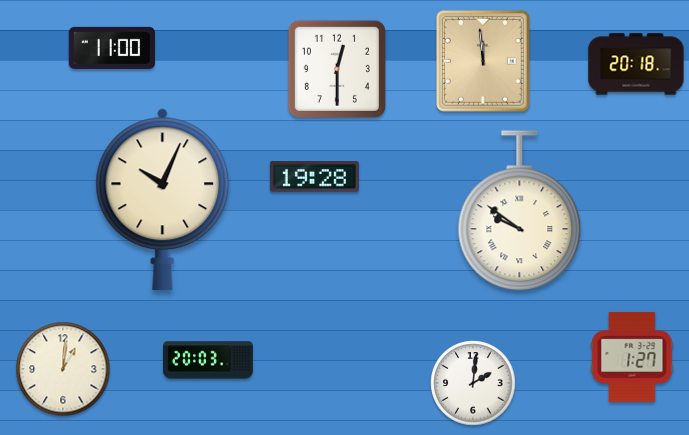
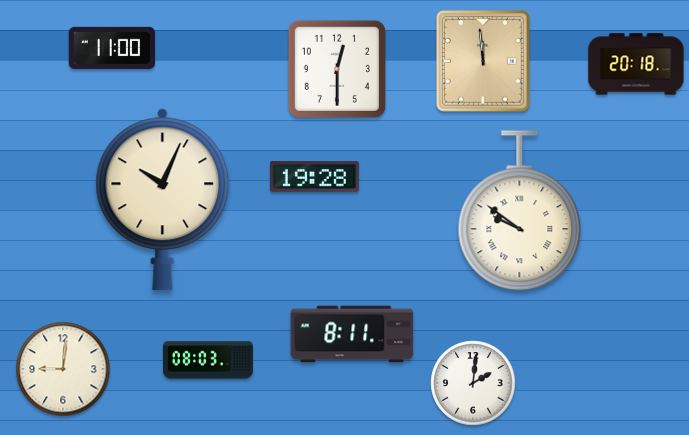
clock at (352, 334): none -> 8:11
clock at (632, 357): 1:27 -> none
clock at (209, 360): 20:03 -> 08:03
clock at (63, 369): 1:01 -> 9:01
